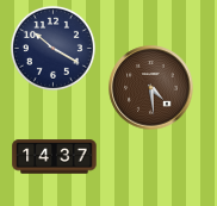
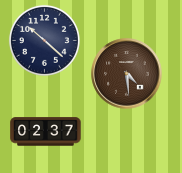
clock at (52, 48): 10:20 -> 10:22
clock at (55, 157): 14:37 -> 02:37
